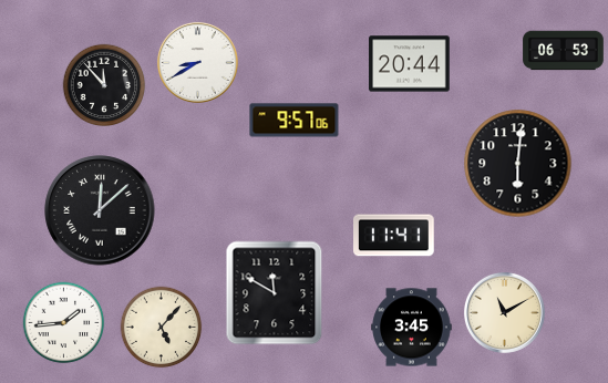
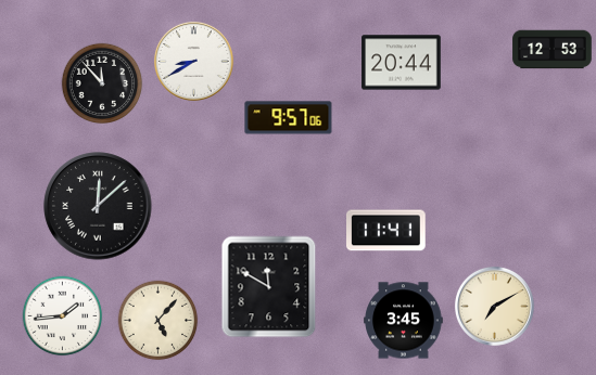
clock at (564, 51): 06:53 -> 12:53
clock at (518, 164): 6:01 -> none
clock at (504, 312): 11:10 -> 7:10
